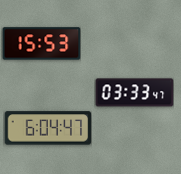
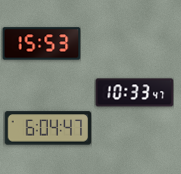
clock at (134, 93): 03:33 -> 10:33
